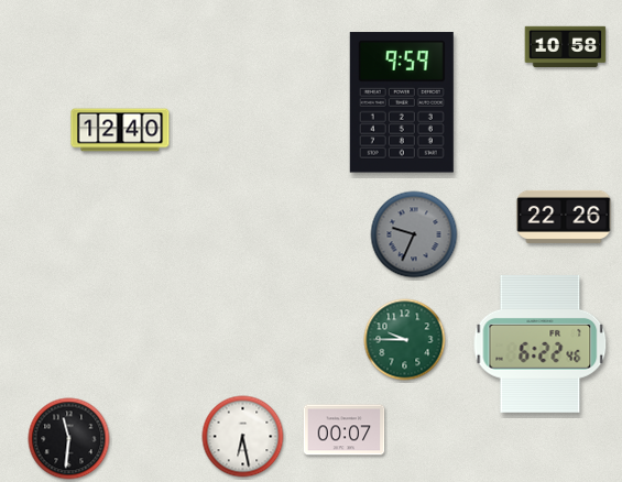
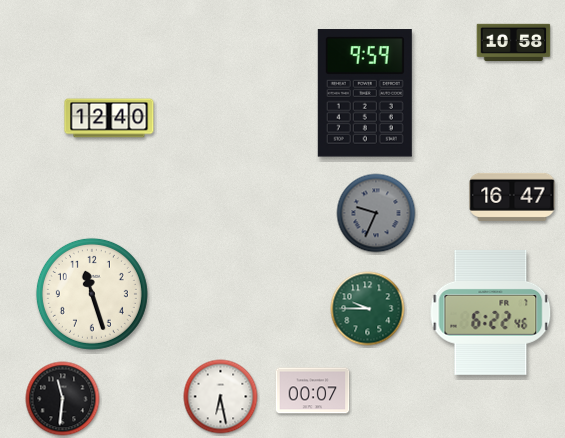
clock at (564, 217): 22:26 -> 16:47
clock at (92, 294): none -> 11:27
